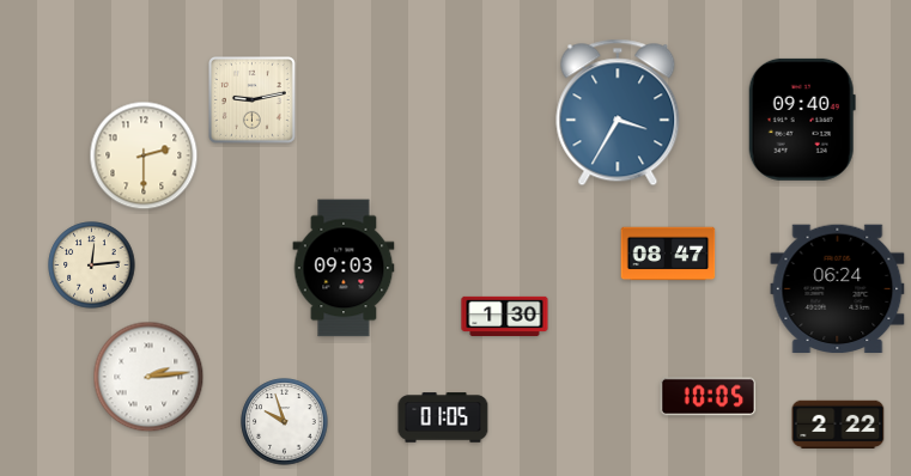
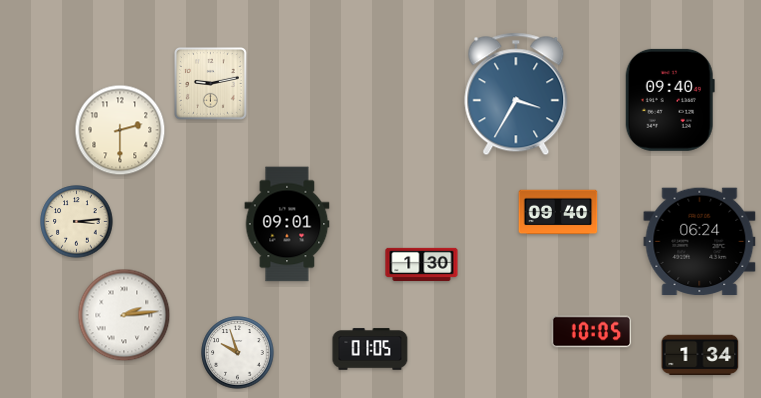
clock at (668, 254): 08:47 -> 09:40
clock at (92, 266): 12:14 -> 3:14
clock at (344, 268): 09:03 -> 09:01
clock at (838, 425): 2:22 -> 1:34
